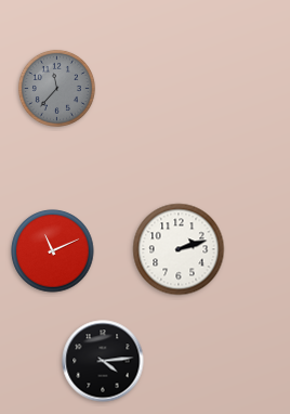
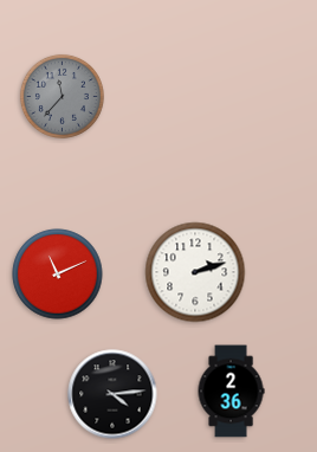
clock at (231, 392): none -> 2:36
